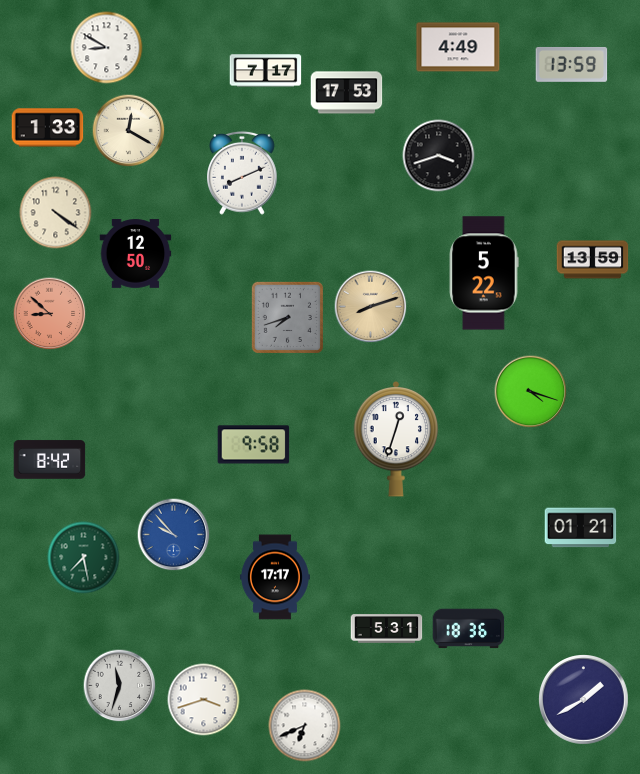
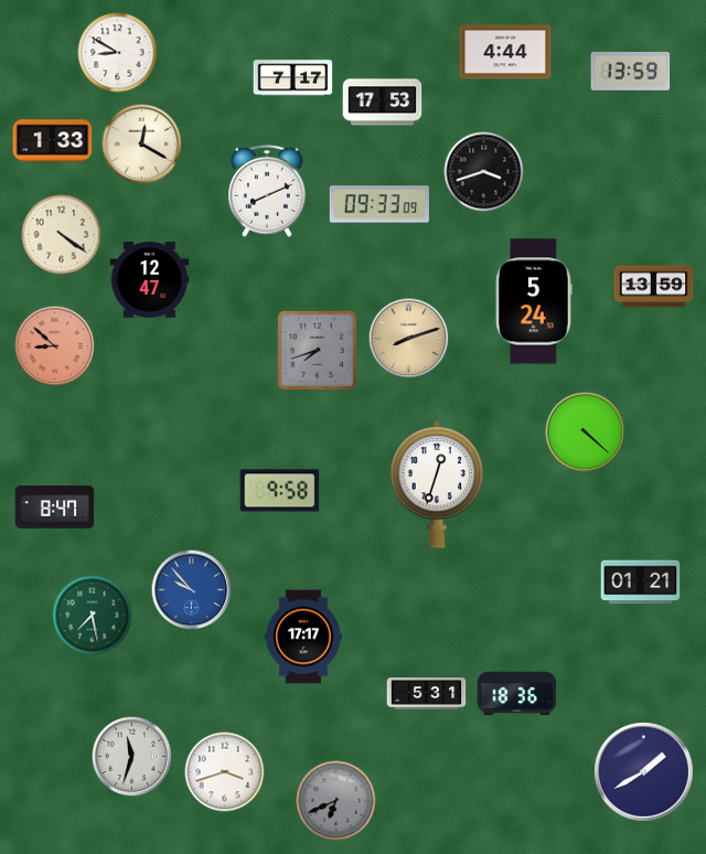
clock at (458, 47): 4:49 -> 4:44
clock at (379, 204): none -> 09:33
clock at (136, 254): 12:50 -> 12:47
clock at (484, 273): 5:22 -> 5:24
clock at (531, 392): 4:18 -> 4:22
clock at (50, 460): 8:42 -> 8:47
clock at (305, 726) dial: white -> grey
